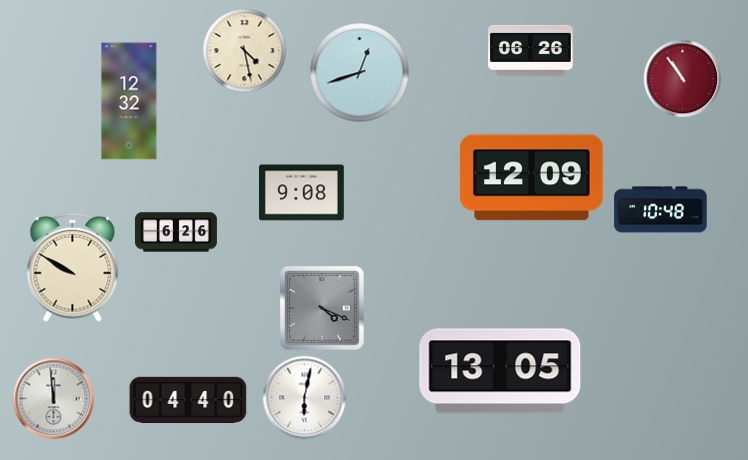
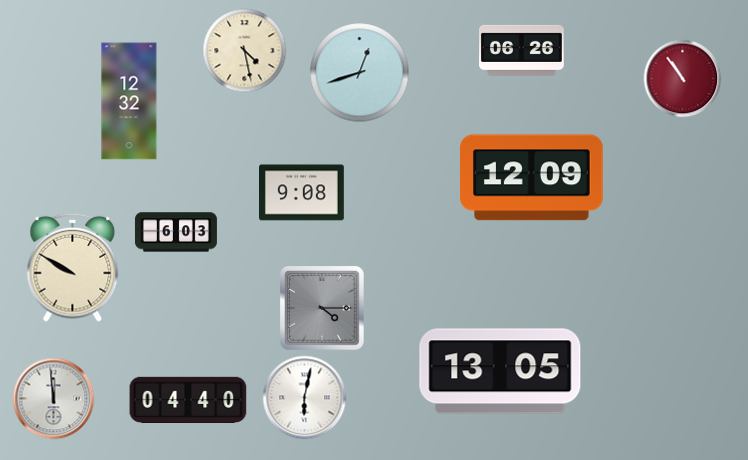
clock at (531, 50) position: (531, 50) -> (522, 50)
clock at (661, 210): 10:48 -> none
clock at (176, 232): 6:26 -> 6:03
clock at (322, 308): 4:19 -> 4:15
